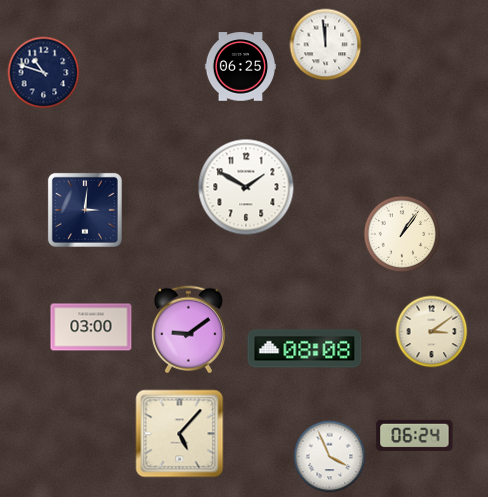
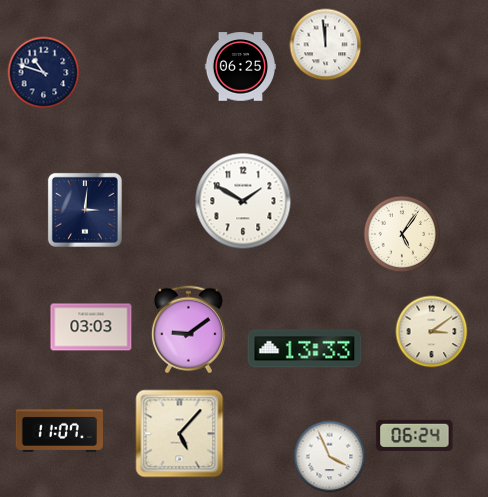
clock at (246, 187) position: (246, 187) -> (243, 201)
clock at (402, 234): 1:06 -> 5:06
clock at (91, 327): 03:00 -> 03:03
clock at (305, 349): 08:08 -> 13:33
clock at (59, 429): none -> 11:07
